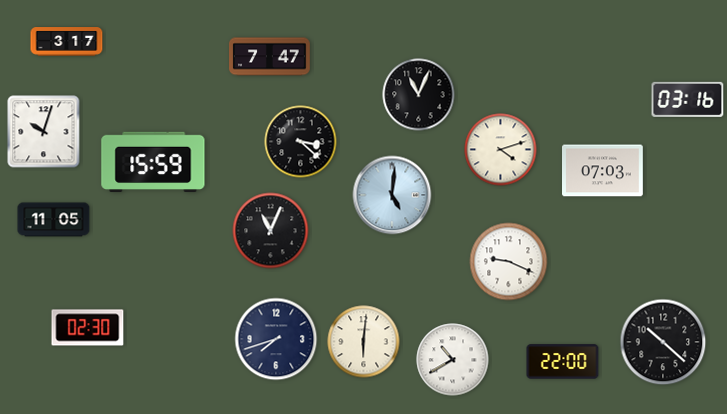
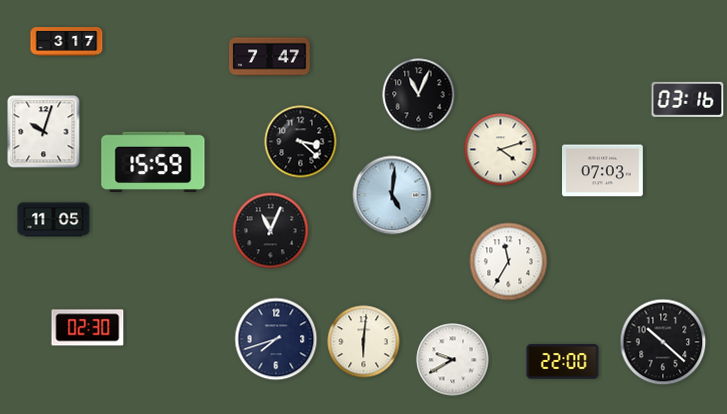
clock at (509, 262): 9:19 -> 11:35
clock at (453, 360): 10:40 -> 9:40
